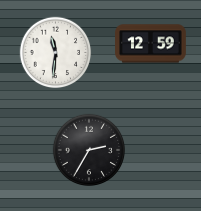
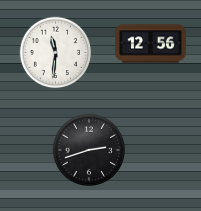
clock at (151, 44): 12:59 -> 12:56
clock at (88, 149): 2:35 -> 2:42
